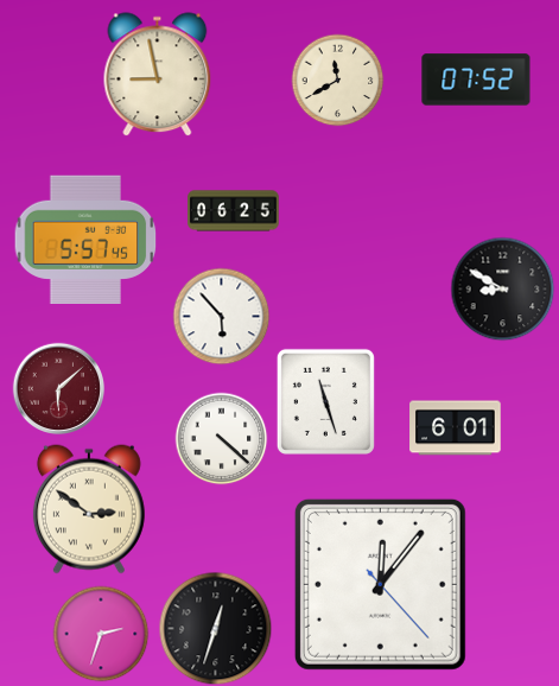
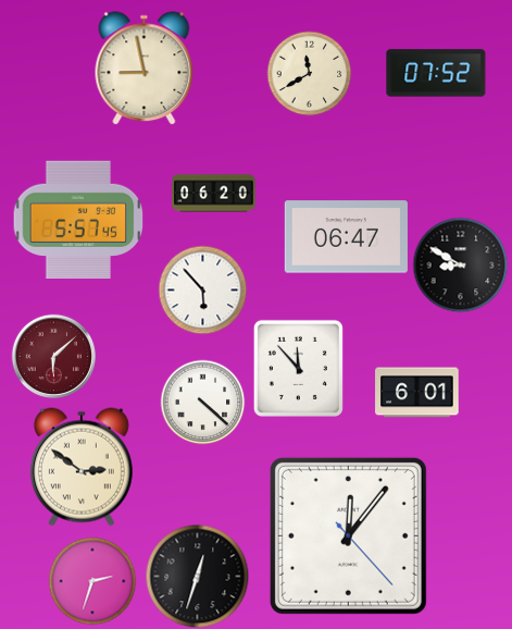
clock at (234, 211): 06:25 -> 06:20
clock at (346, 237): none -> 06:47
clock at (325, 401): 11:27 -> 11:53
